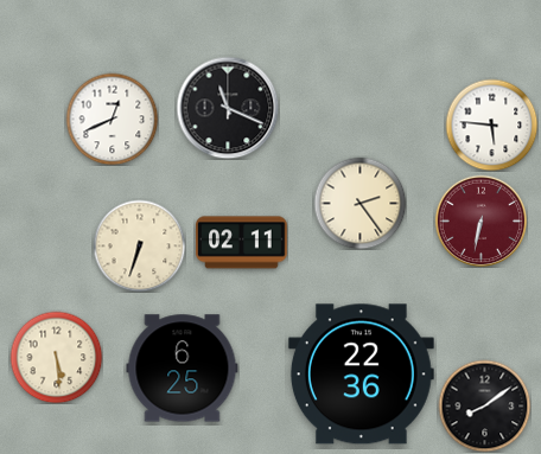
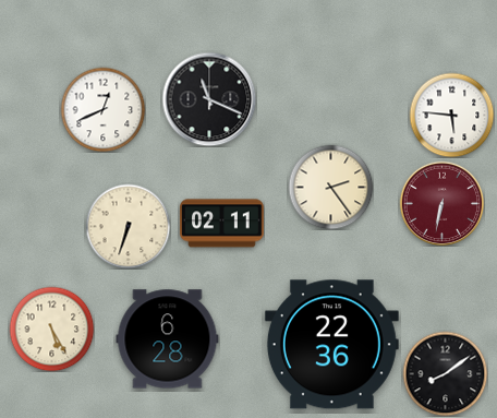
clock at (56, 357): 5:29 -> 5:25
clock at (183, 369): 6:25 -> 6:28
